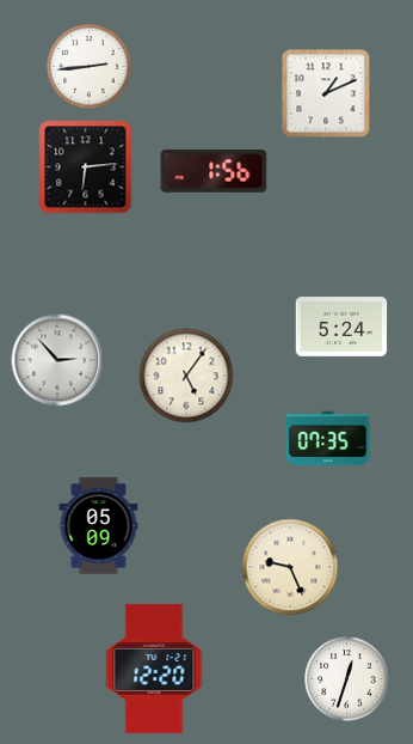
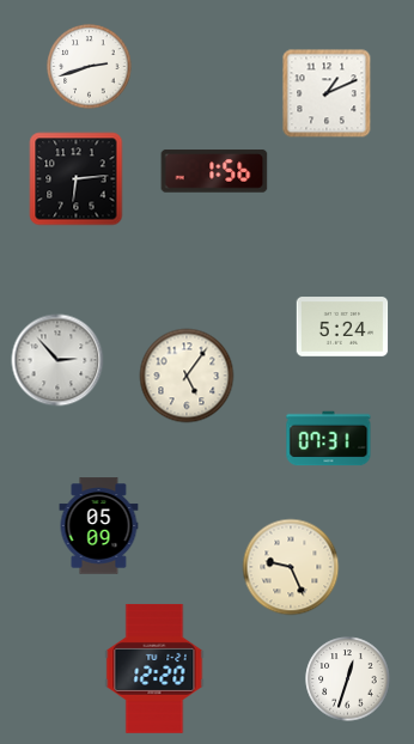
clock at (90, 67): 2:44 -> 2:42
clock at (86, 167) position: (86, 167) -> (77, 179)
clock at (328, 439): 07:35 -> 07:31
